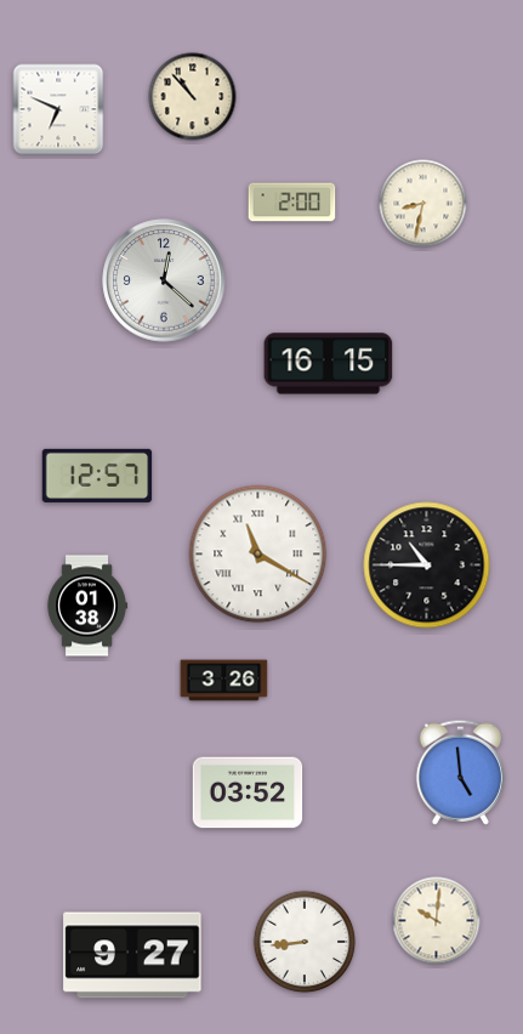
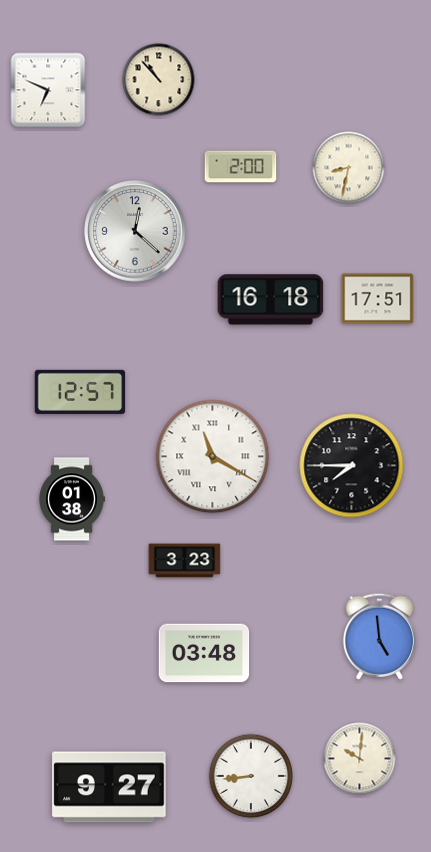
clock at (378, 299): none -> 17:51
clock at (329, 364): 16:15 -> 16:18
clock at (427, 566): 10:45 -> 7:45
clock at (224, 681): 3:26 -> 3:23
clock at (248, 792): 03:52 -> 03:48
